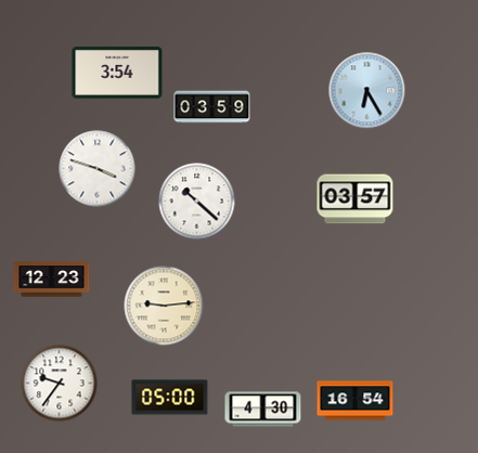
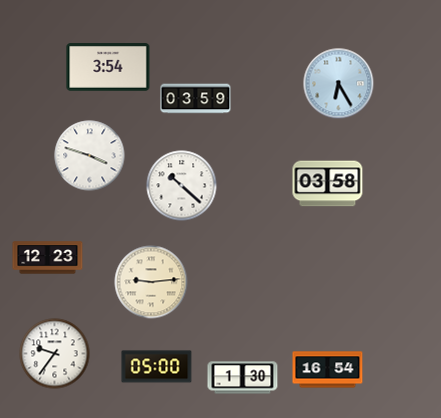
clock at (356, 199): 03:57 -> 03:58
clock at (263, 410): 4:30 -> 1:30
